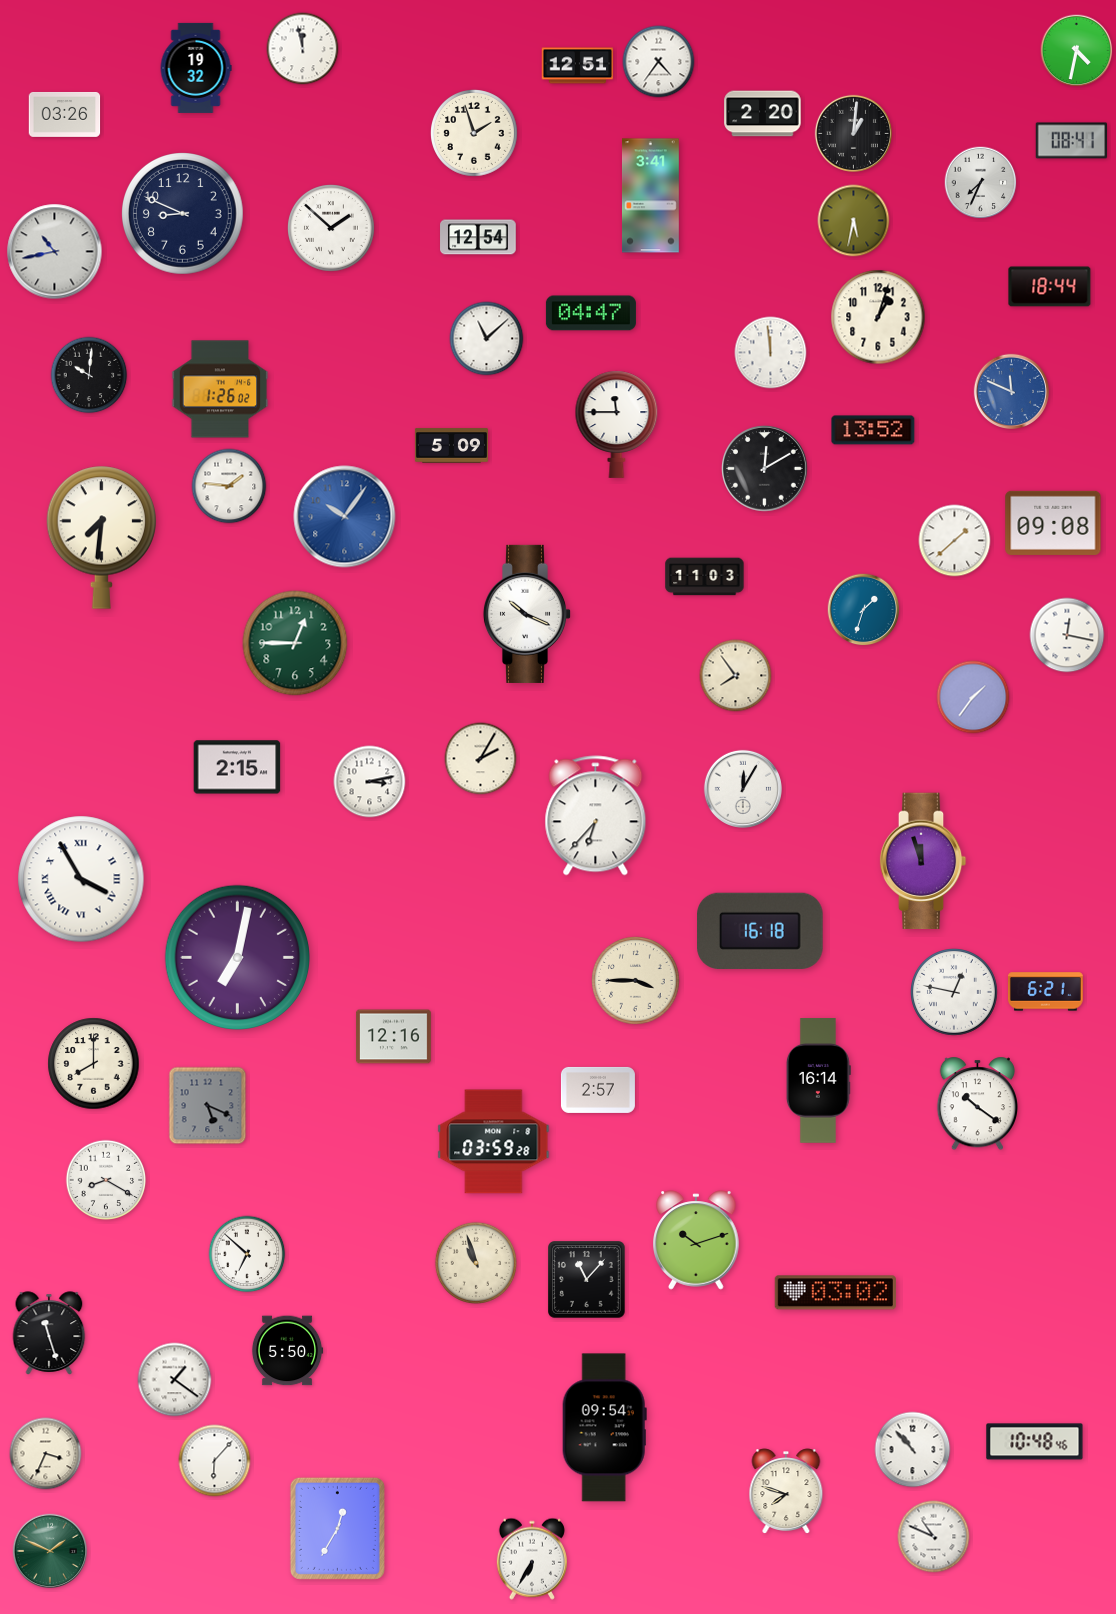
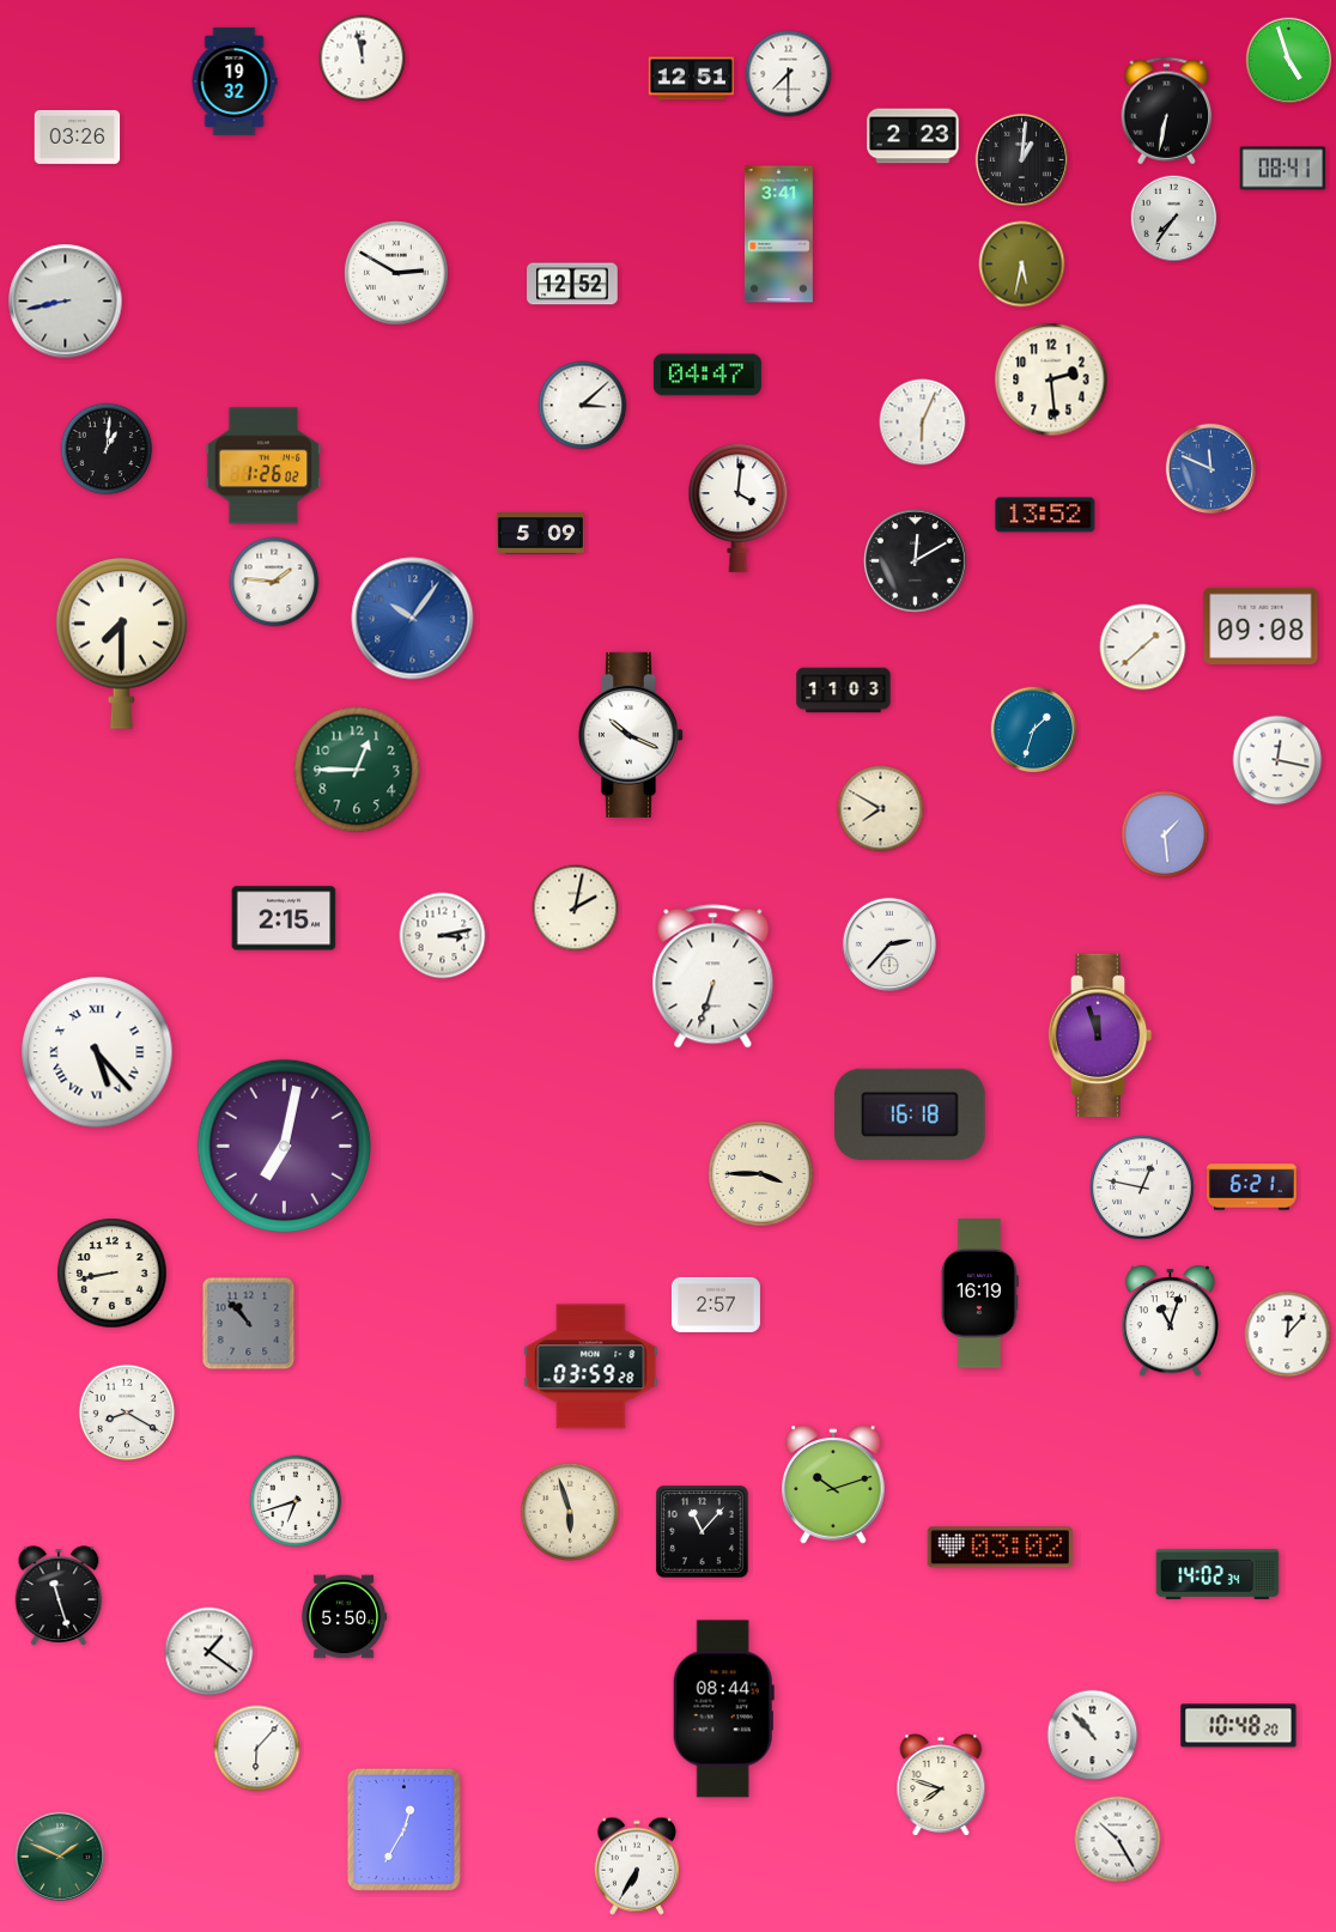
clock at (1077, 51): 4:32 -> 4:57
clock at (659, 62): 4:36 -> 7:30
clock at (1167, 111): none -> 6:32
clock at (763, 114): 2:20 -> 2:23
clock at (475, 134): 1:57 -> none
clock at (981, 183): 7:34 -> 7:36
clock at (183, 214): 8:49 -> none
clock at (332, 229): 1:52 -> 2:50
clock at (478, 237): 12:54 -> 12:52
clock at (55, 252): 10:43 -> 8:43
clock at (1050, 287): 18:44 -> none
clock at (878, 317): 1:03 -> 2:29
clock at (487, 339): 11:08 -> 3:08
clock at (771, 353): 11:59 -> 6:04
clock at (89, 375): 10:01 -> 1:01
clock at (617, 424): 11:45 -> 4:01
clock at (102, 537): 7:31 -> 7:30
clock at (295, 643) position: (295, 643) -> (357, 770)
clock at (736, 676): 7:54 -> 7:50
clock at (973, 697): 1:36 -> 1:29
clock at (481, 759): 2:05 -> 2:02
clock at (743, 789): 12:05 -> 2:37
clock at (596, 816): 6:37 -> 6:33
clock at (923, 861) position: (923, 861) -> (1100, 1035)
clock at (81, 879): 3:55 -> 5:23
clock at (394, 1037): 12:16 -> none
clock at (94, 1064): 8:00 -> 8:43
clock at (818, 1081): 16:14 -> 16:19
clock at (977, 1104): 10:21 -> 11:03
clock at (208, 1106): 5:19 -> 10:53
clock at (1288, 1335): none -> 12:07
clock at (247, 1254): 6:52 -> 6:42
clock at (476, 1263): 10:57 -> 5:57
clock at (1217, 1574): none -> 14:02
clock at (604, 1428): 09:54 -> 08:44
clock at (1035, 1442): 10:48:46 -> 10:48:20
clock at (46, 1454): 3:34 -> none
clock at (934, 1537): 10:49 -> 10:25
